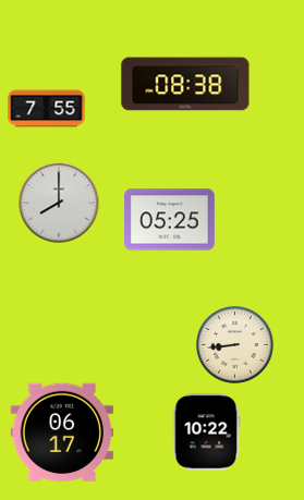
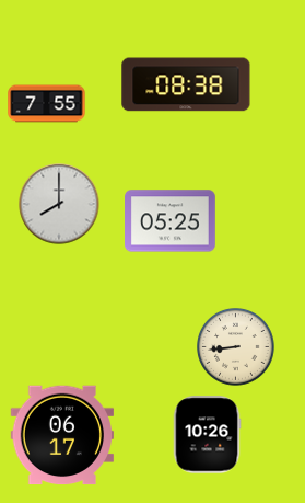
clock at (47, 109) position: (47, 109) -> (47, 104)
clock at (206, 432): 10:22 -> 10:26
